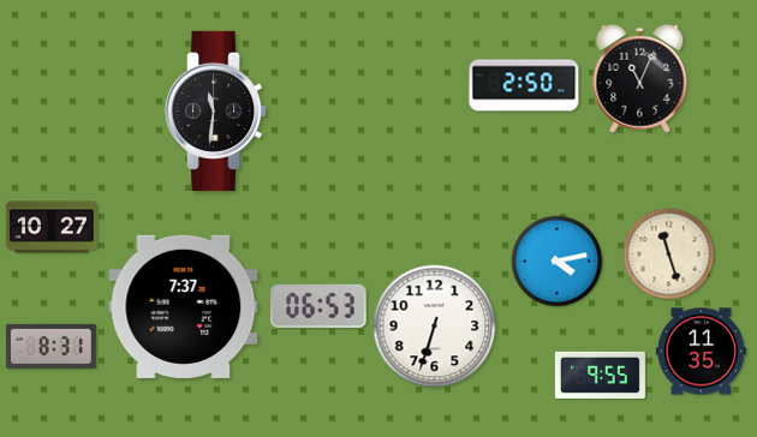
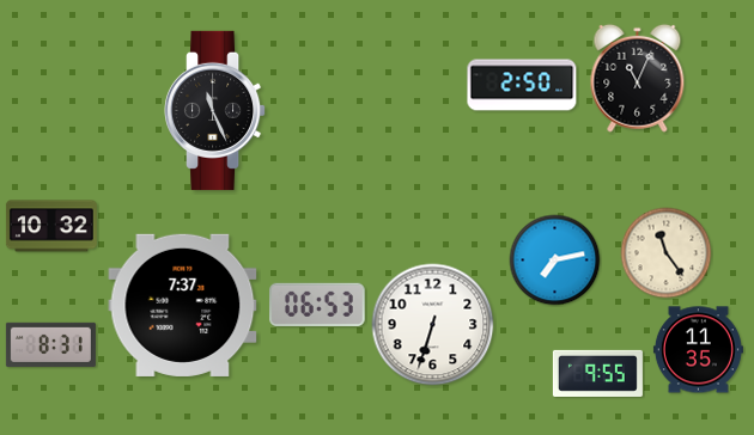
clock at (217, 110): 11:31 -> 11:26
clock at (52, 227): 10:27 -> 10:32
clock at (669, 255): 11:27 -> 11:24
clock at (558, 262): 4:13 -> 7:13
